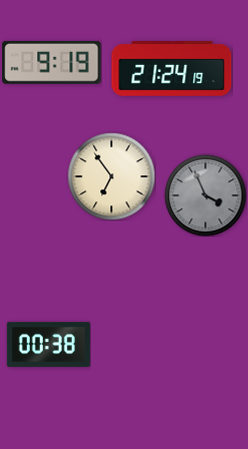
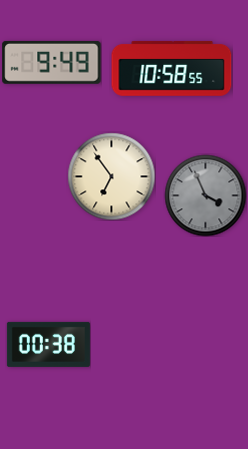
clock at (52, 62): 9:19 -> 9:49
clock at (172, 69): 21:24 -> 10:58
